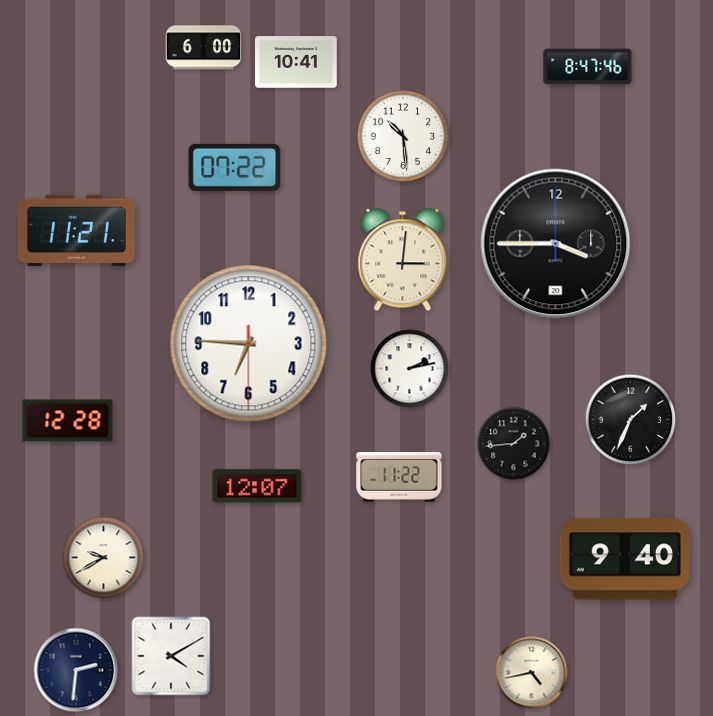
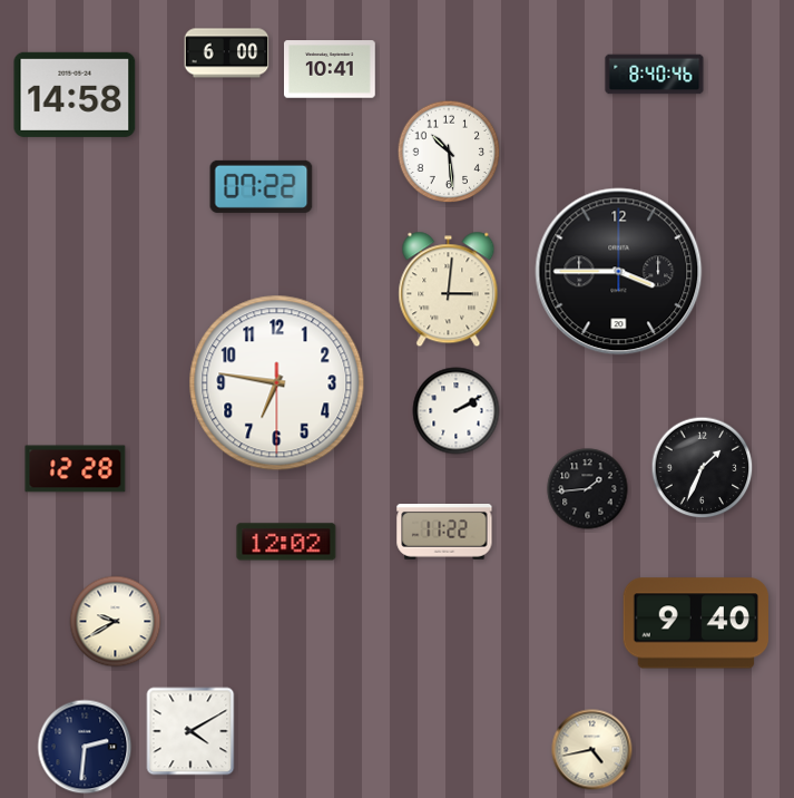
clock at (588, 67): 8:47 -> 8:40
clock at (75, 95): none -> 14:58
clock at (76, 231): 11:21 -> none
clock at (249, 344): 6:45 -> 6:46
clock at (410, 369): 2:13 -> 2:10
clock at (514, 444) position: (514, 444) -> (588, 489)
clock at (257, 486): 12:07 -> 12:02
